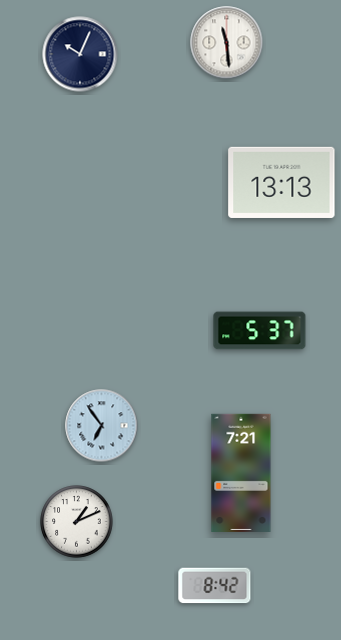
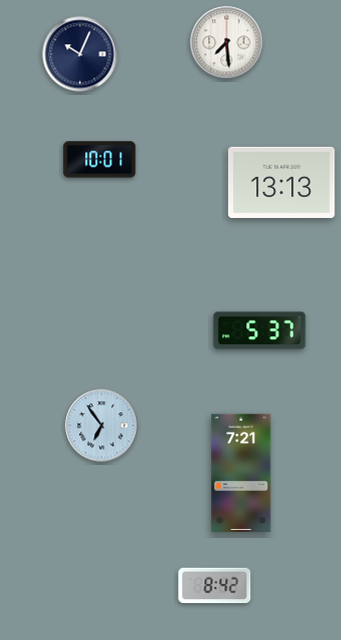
clock at (227, 43): 11:29 -> 7:29
clock at (100, 160): none -> 10:01
clock at (77, 522): 1:11 -> none
